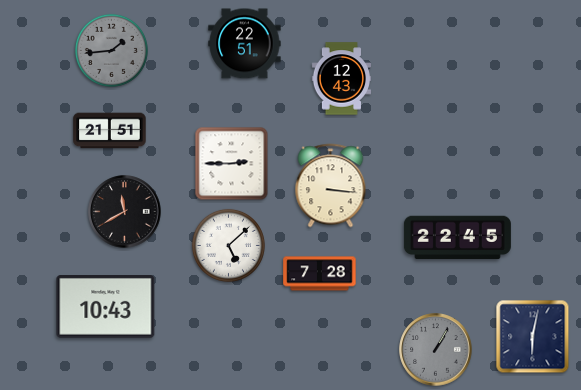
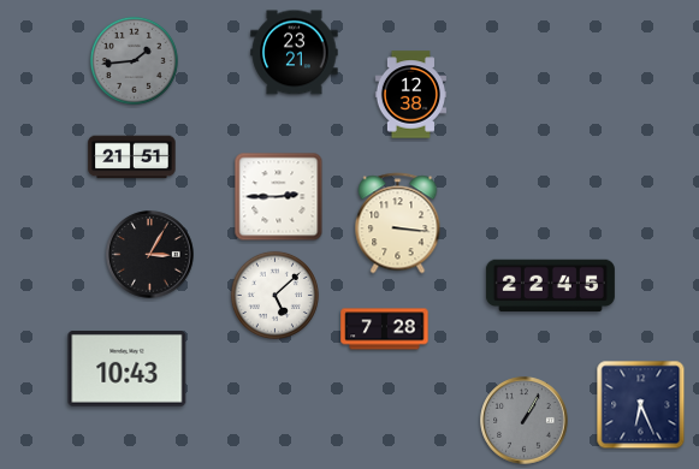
clock at (245, 44): 22:51 -> 23:21
clock at (341, 79): 12:43 -> 12:38
clock at (125, 212): 11:40 -> 3:05
clock at (533, 337): 6:02 -> 6:26
